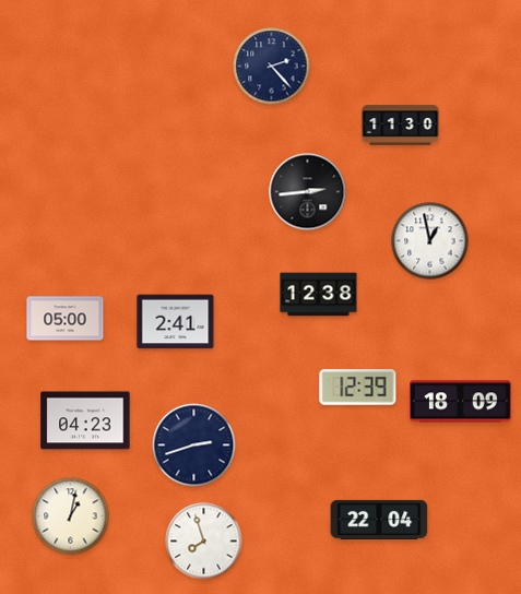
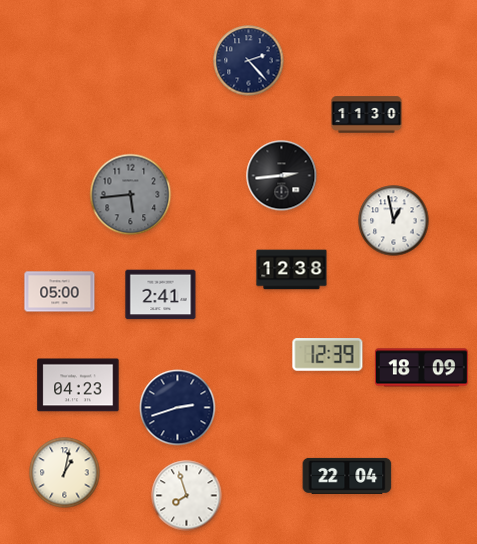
clock at (131, 195): none -> 5:44
